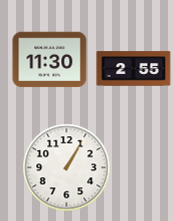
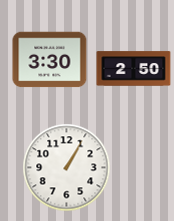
clock at (50, 60): 11:30 -> 3:30
clock at (134, 69): 2:55 -> 2:50
